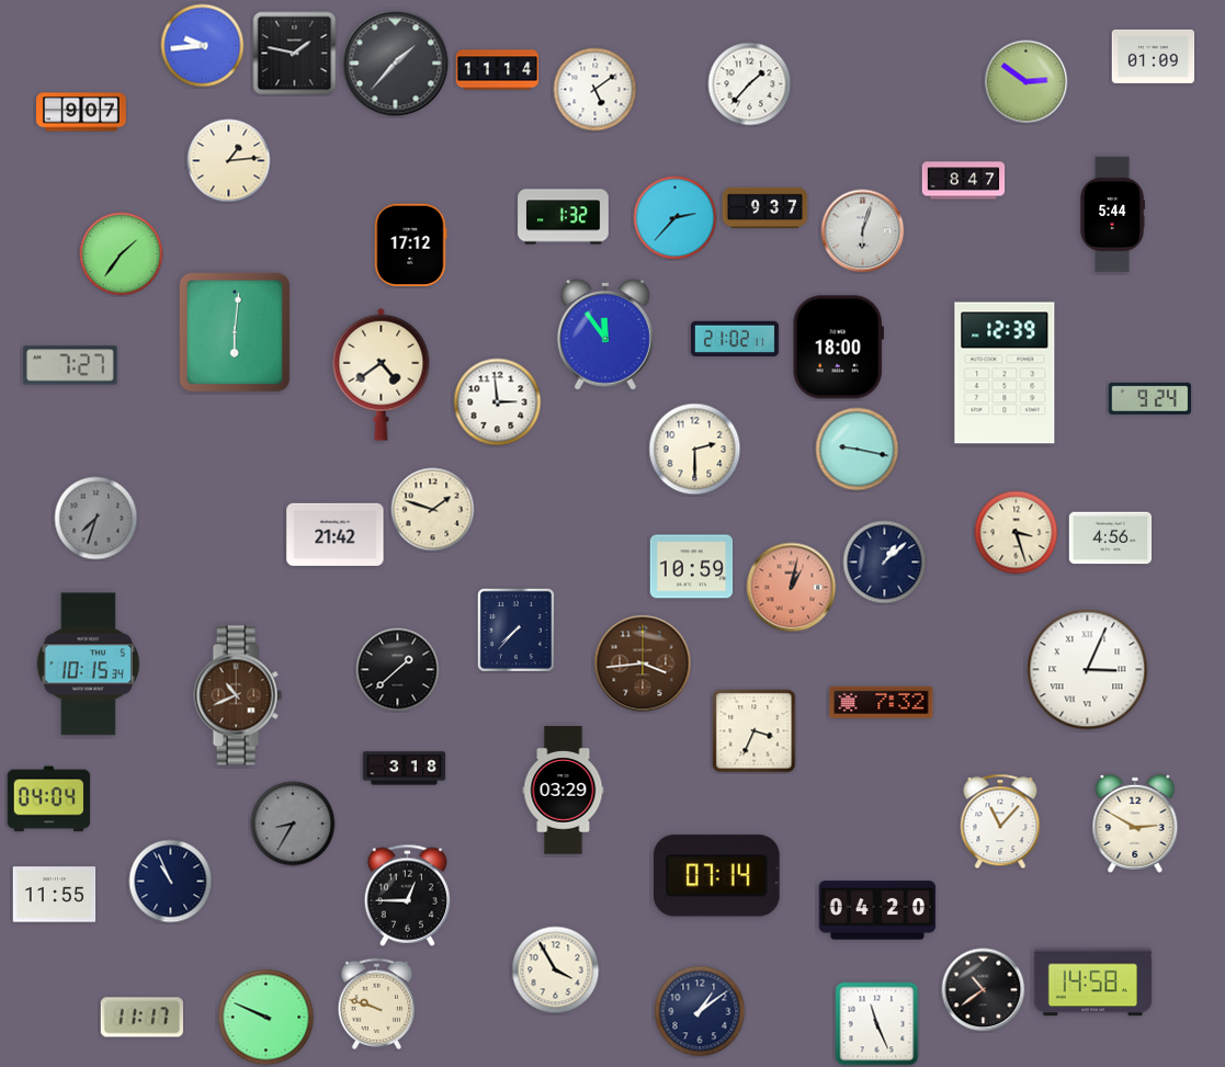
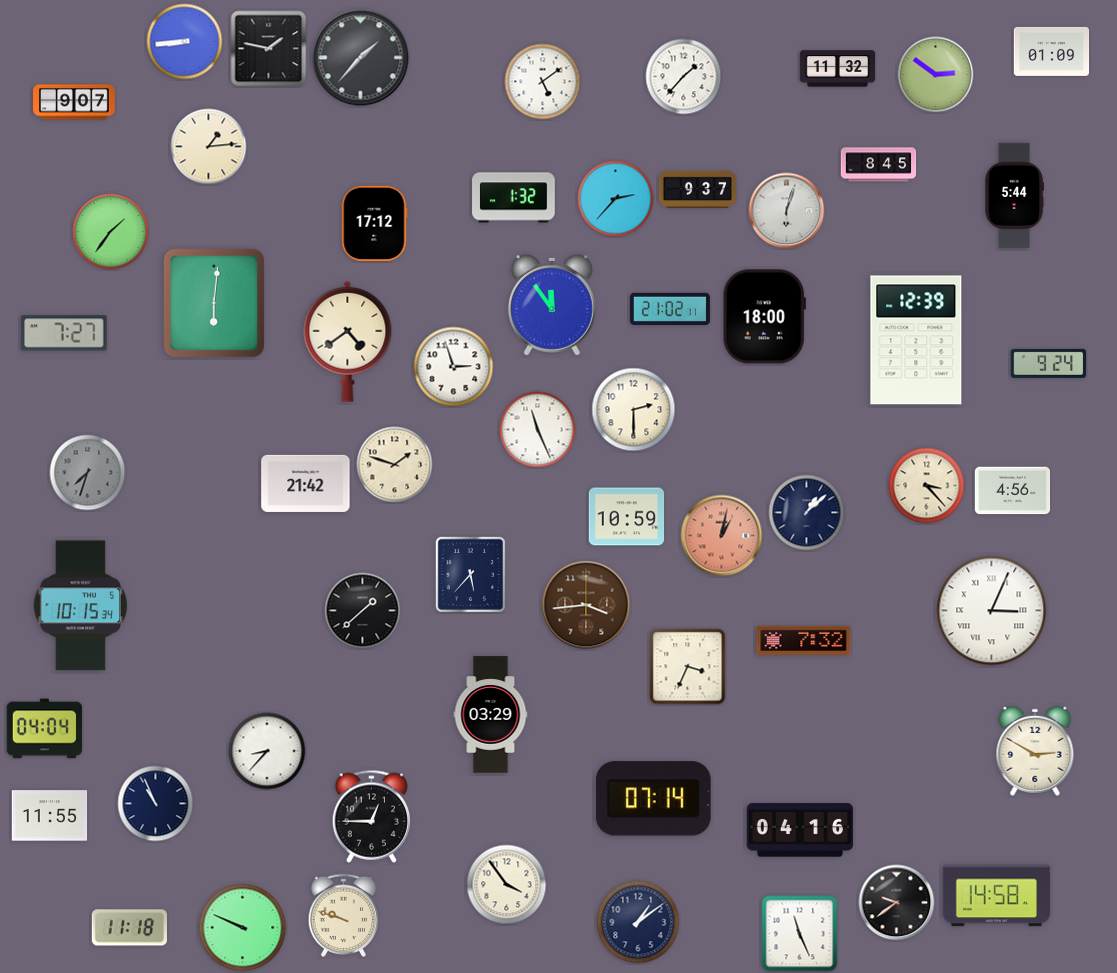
clock at (203, 46): 9:44 -> 8:44
clock at (498, 70): 11:14 -> none
clock at (838, 69): none -> 11:32
clock at (964, 181): 8:47 -> 8:45
clock at (498, 402): 2:59 -> 2:57
clock at (858, 450): 9:17 -> none
clock at (538, 430): none -> 11:26
clock at (1017, 533): 3:27 -> 3:23
clock at (336, 534) position: (336, 534) -> (306, 483)
clock at (692, 567) position: (692, 567) -> (627, 517)
clock at (515, 629): 7:37 -> 5:37
clock at (238, 695): 10:41 -> none
clock at (405, 769): 3:18 -> none
clock at (564, 791) position: (564, 791) -> (491, 715)
clock at (1000, 821): 11:07 -> none
clock at (293, 824): 8:35 -> 8:37
clock at (293, 824) dial: grey -> white
clock at (877, 910): 04:20 -> 04:16
clock at (556, 970): 3:55 -> 3:54
clock at (984, 990): 10:39 -> 9:39
clock at (143, 1018): 11:17 -> 11:18
